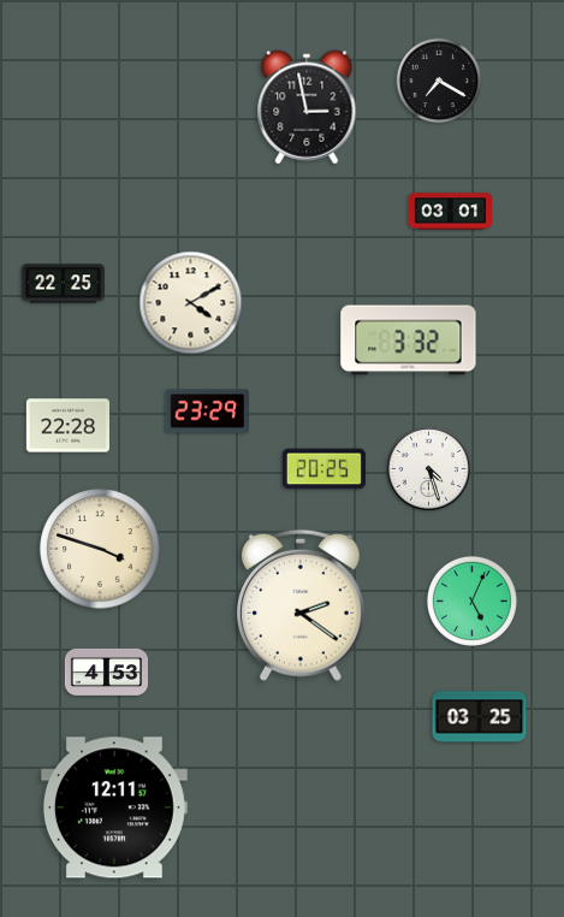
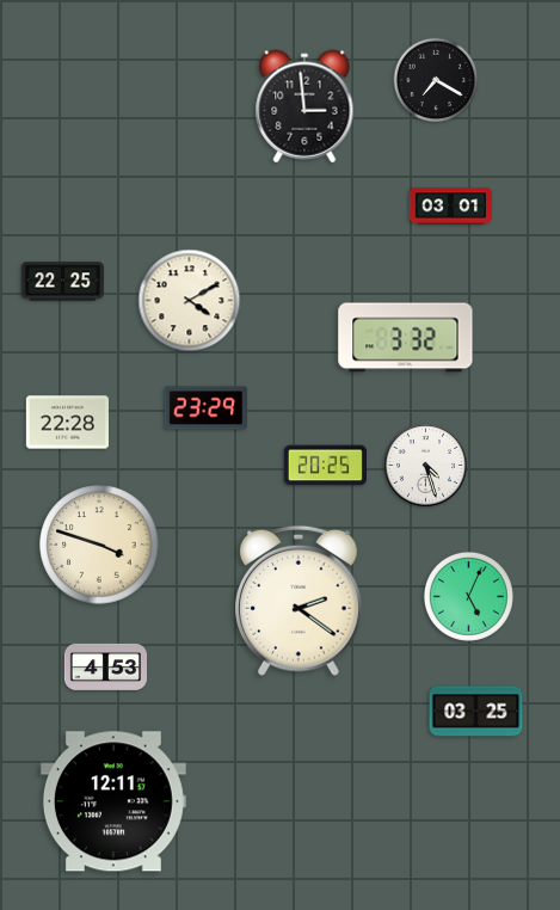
clock at (307, 107): 2:58 -> 2:59
clock at (450, 212) position: (450, 212) -> (450, 207)
clock at (323, 469) position: (323, 469) -> (325, 466)
